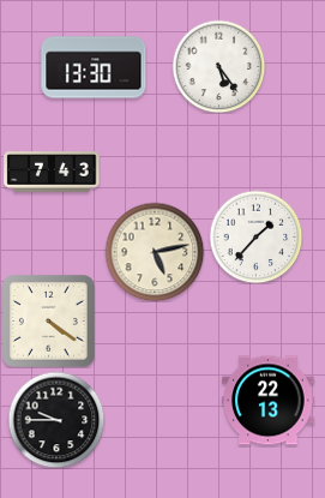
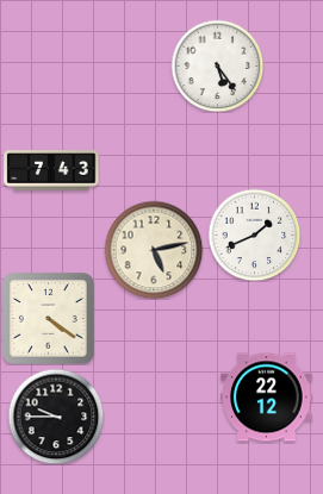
clock at (94, 67): 13:30 -> none
clock at (255, 236): 1:37 -> 1:41
clock at (269, 401): 22:13 -> 22:12
